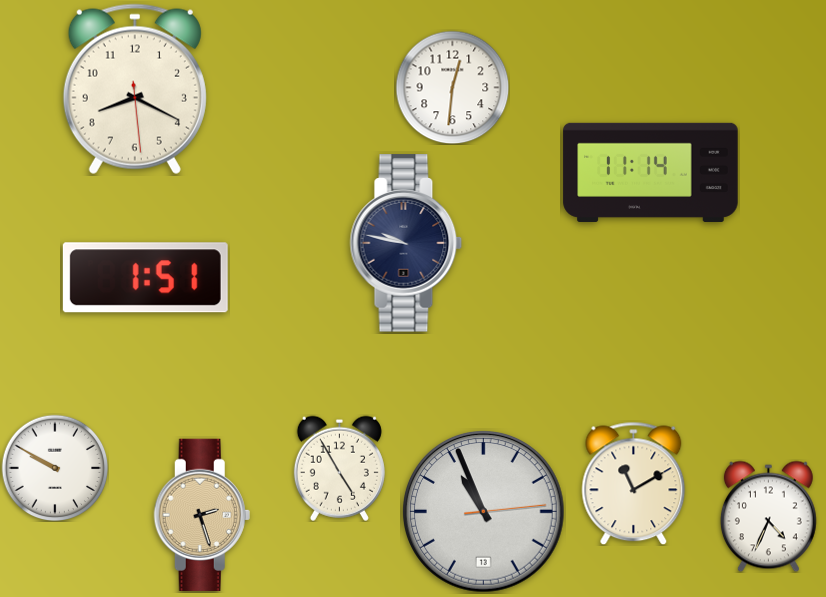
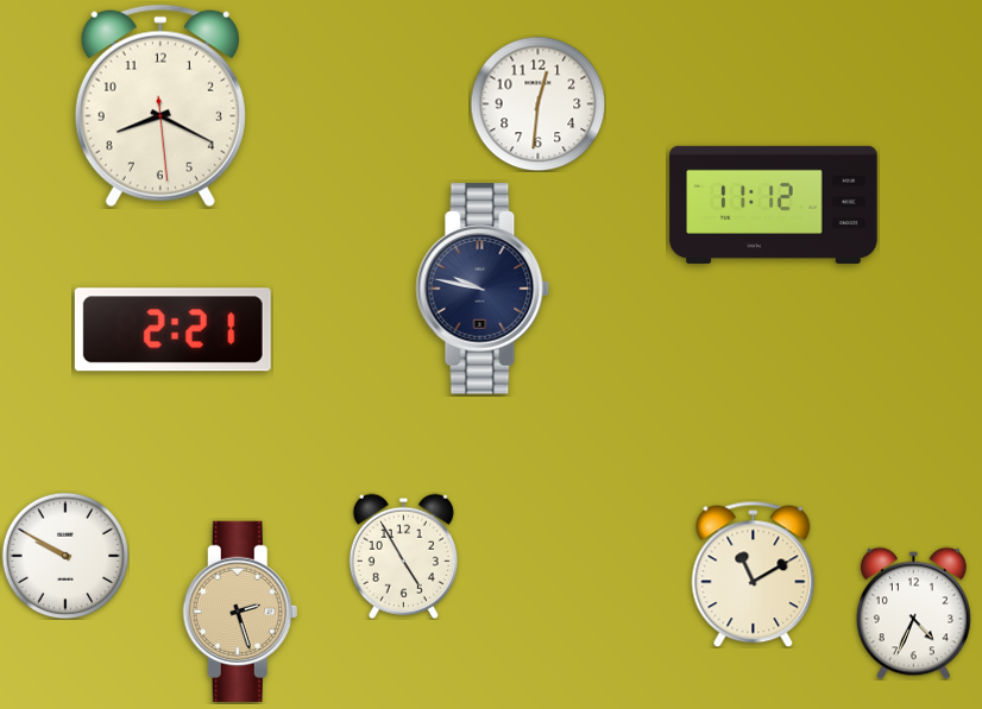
clock at (651, 172): 11:14 -> 11:12
clock at (145, 278): 1:51 -> 2:21
clock at (484, 512): 10:56 -> none
